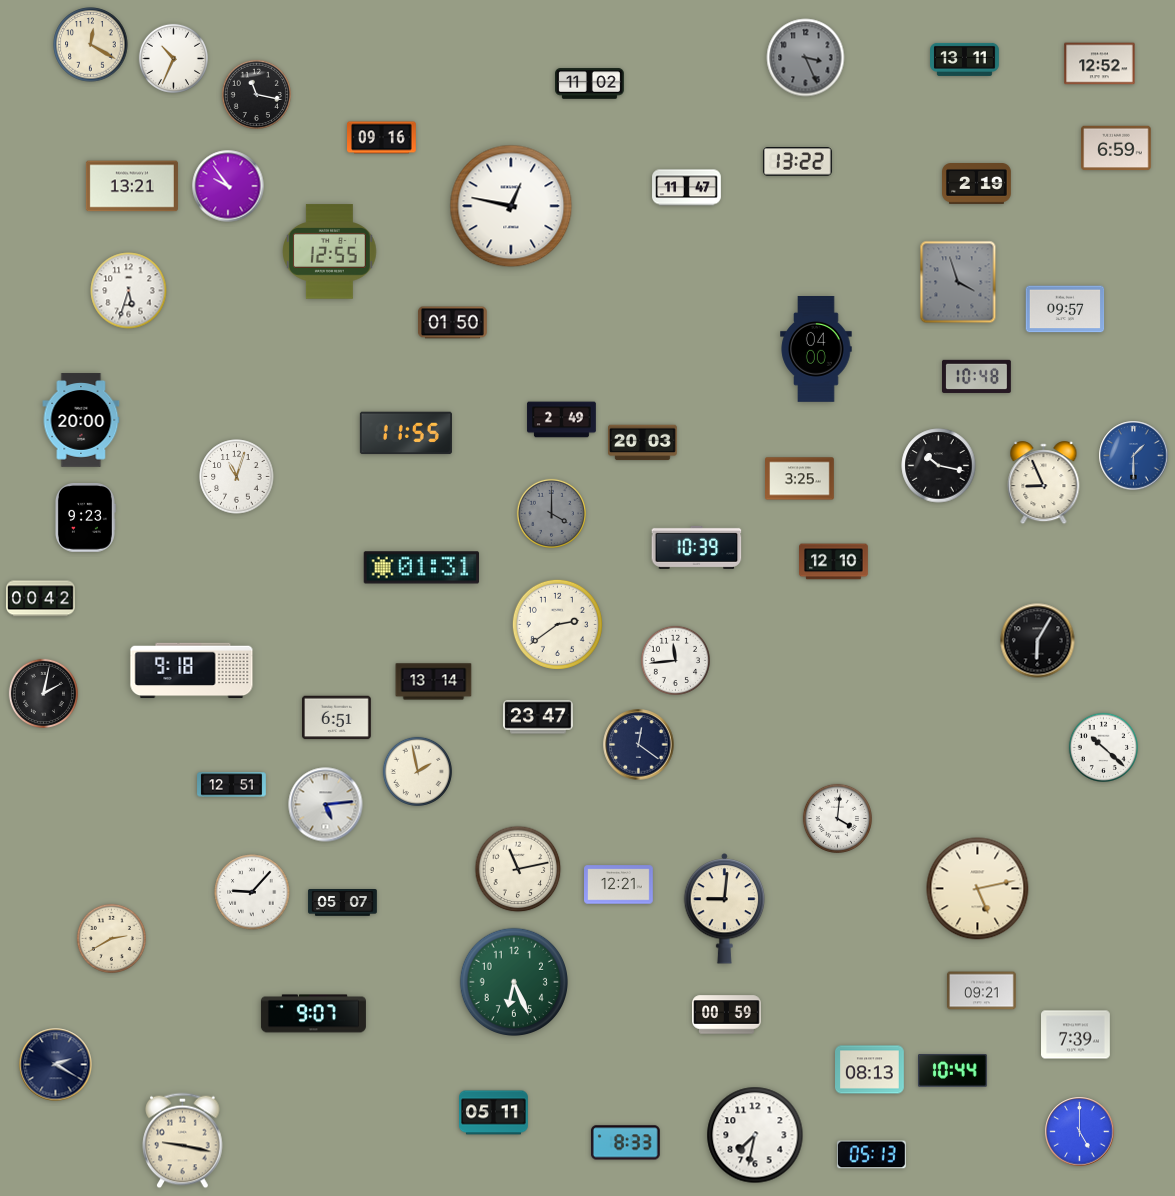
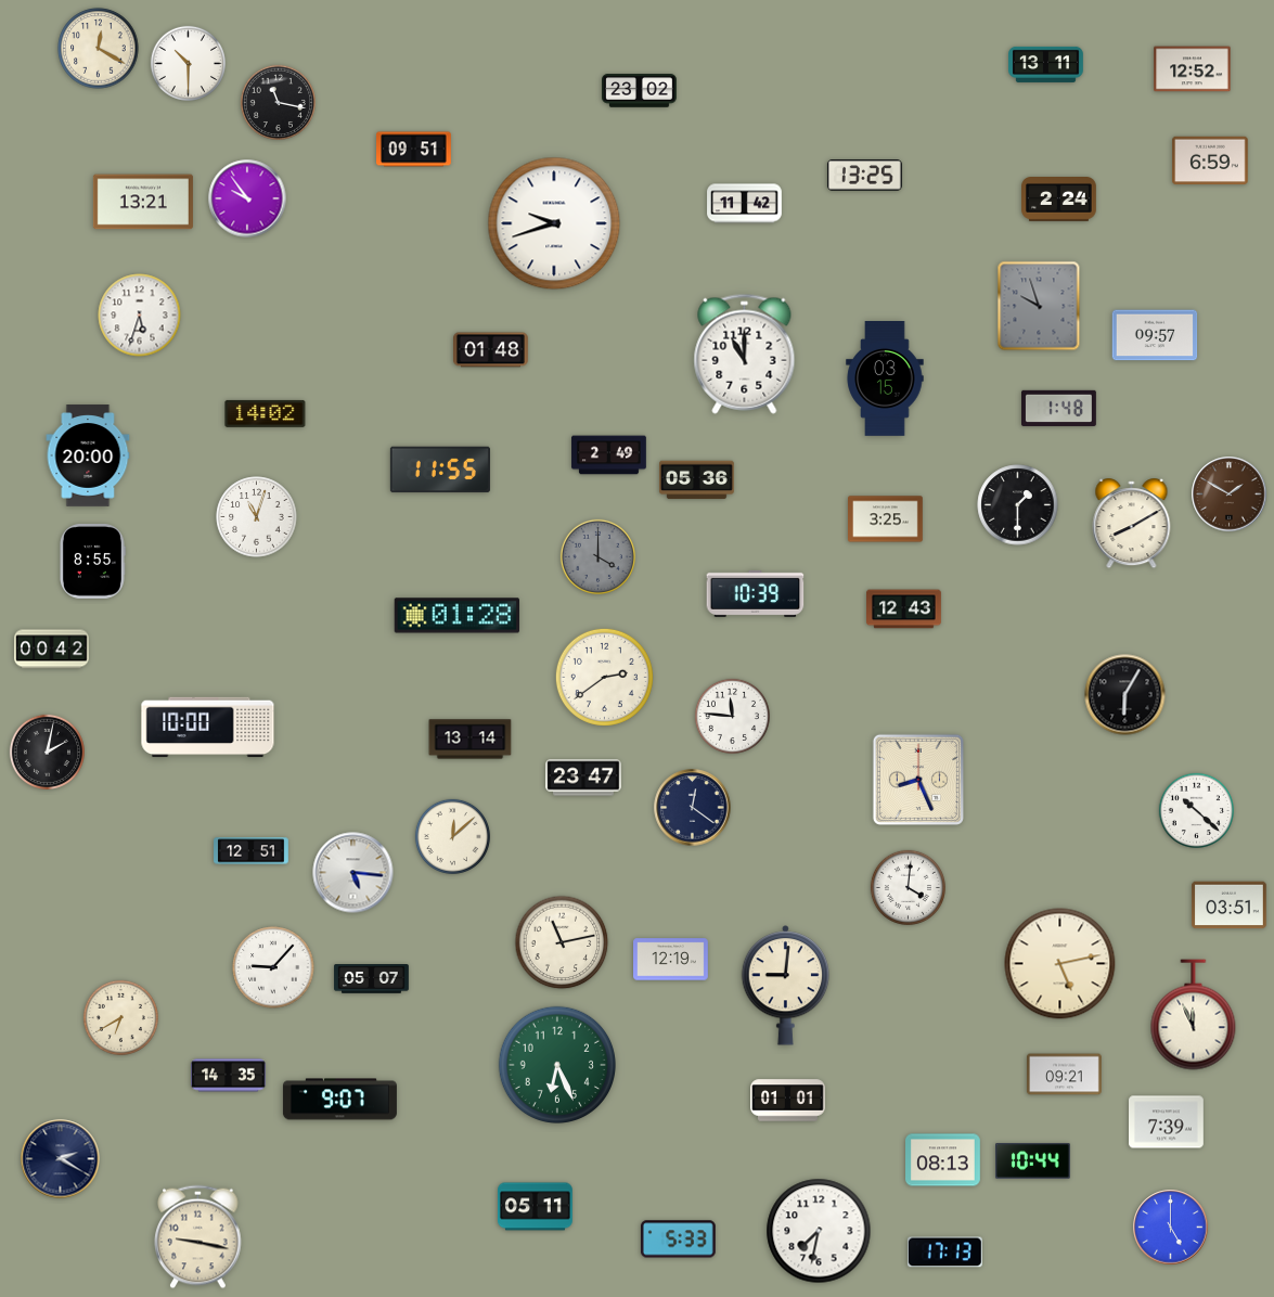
clock at (173, 58): 10:34 -> 10:30
clock at (806, 58): 3:26 -> none
clock at (590, 84): 11:02 -> 23:02
clock at (382, 138): 09:16 -> 09:51
clock at (797, 162): 13:22 -> 13:25
clock at (977, 184): 2:19 -> 2:24
clock at (228, 186) position: (228, 186) -> (247, 198)
clock at (687, 188): 11:47 -> 11:42
clock at (511, 206): 12:47 -> 9:42
clock at (330, 252): 12:55 -> none
clock at (958, 282): 3:57 -> 9:57
clock at (453, 323): 01:50 -> 01:48
clock at (745, 354): none -> 11:00
clock at (816, 350): 04:00 -> 03:15
clock at (977, 376): 10:48 -> 1:48
clock at (266, 413): none -> 14:02
clock at (643, 443): 20:03 -> 05:36
clock at (1134, 456): 1:30 -> 1:50
clock at (1134, 456) dial: blue -> brown
clock at (939, 466): 10:17 -> 1:30
clock at (800, 479) position: (800, 479) -> (886, 519)
clock at (1044, 483): 8:56 -> 8:10
clock at (86, 518): 9:23 -> 8:55
clock at (834, 562): 12:10 -> 12:43
clock at (422, 568): 01:31 -> 01:28
clock at (41, 599) position: (41, 599) -> (52, 650)
clock at (675, 660): 11:44 -> 11:46
clock at (192, 671): 9:18 -> 10:00
clock at (337, 718): 6:51 -> none
clock at (918, 780): none -> 8:26
clock at (417, 771): 1:58 -> 12:08
clock at (326, 805): 5:14 -> 5:16
clock at (1230, 906): none -> 03:51
clock at (619, 885): 12:21 -> 12:19
clock at (1194, 1015): none -> 11:56
clock at (111, 938): 2:40 -> 6:40
clock at (229, 1076): none -> 14:35
clock at (727, 1015): 00:59 -> 01:01
clock at (56, 1065) position: (56, 1065) -> (61, 1159)
clock at (625, 1143): 8:33 -> 5:33
clock at (871, 1155): 05:13 -> 17:13
